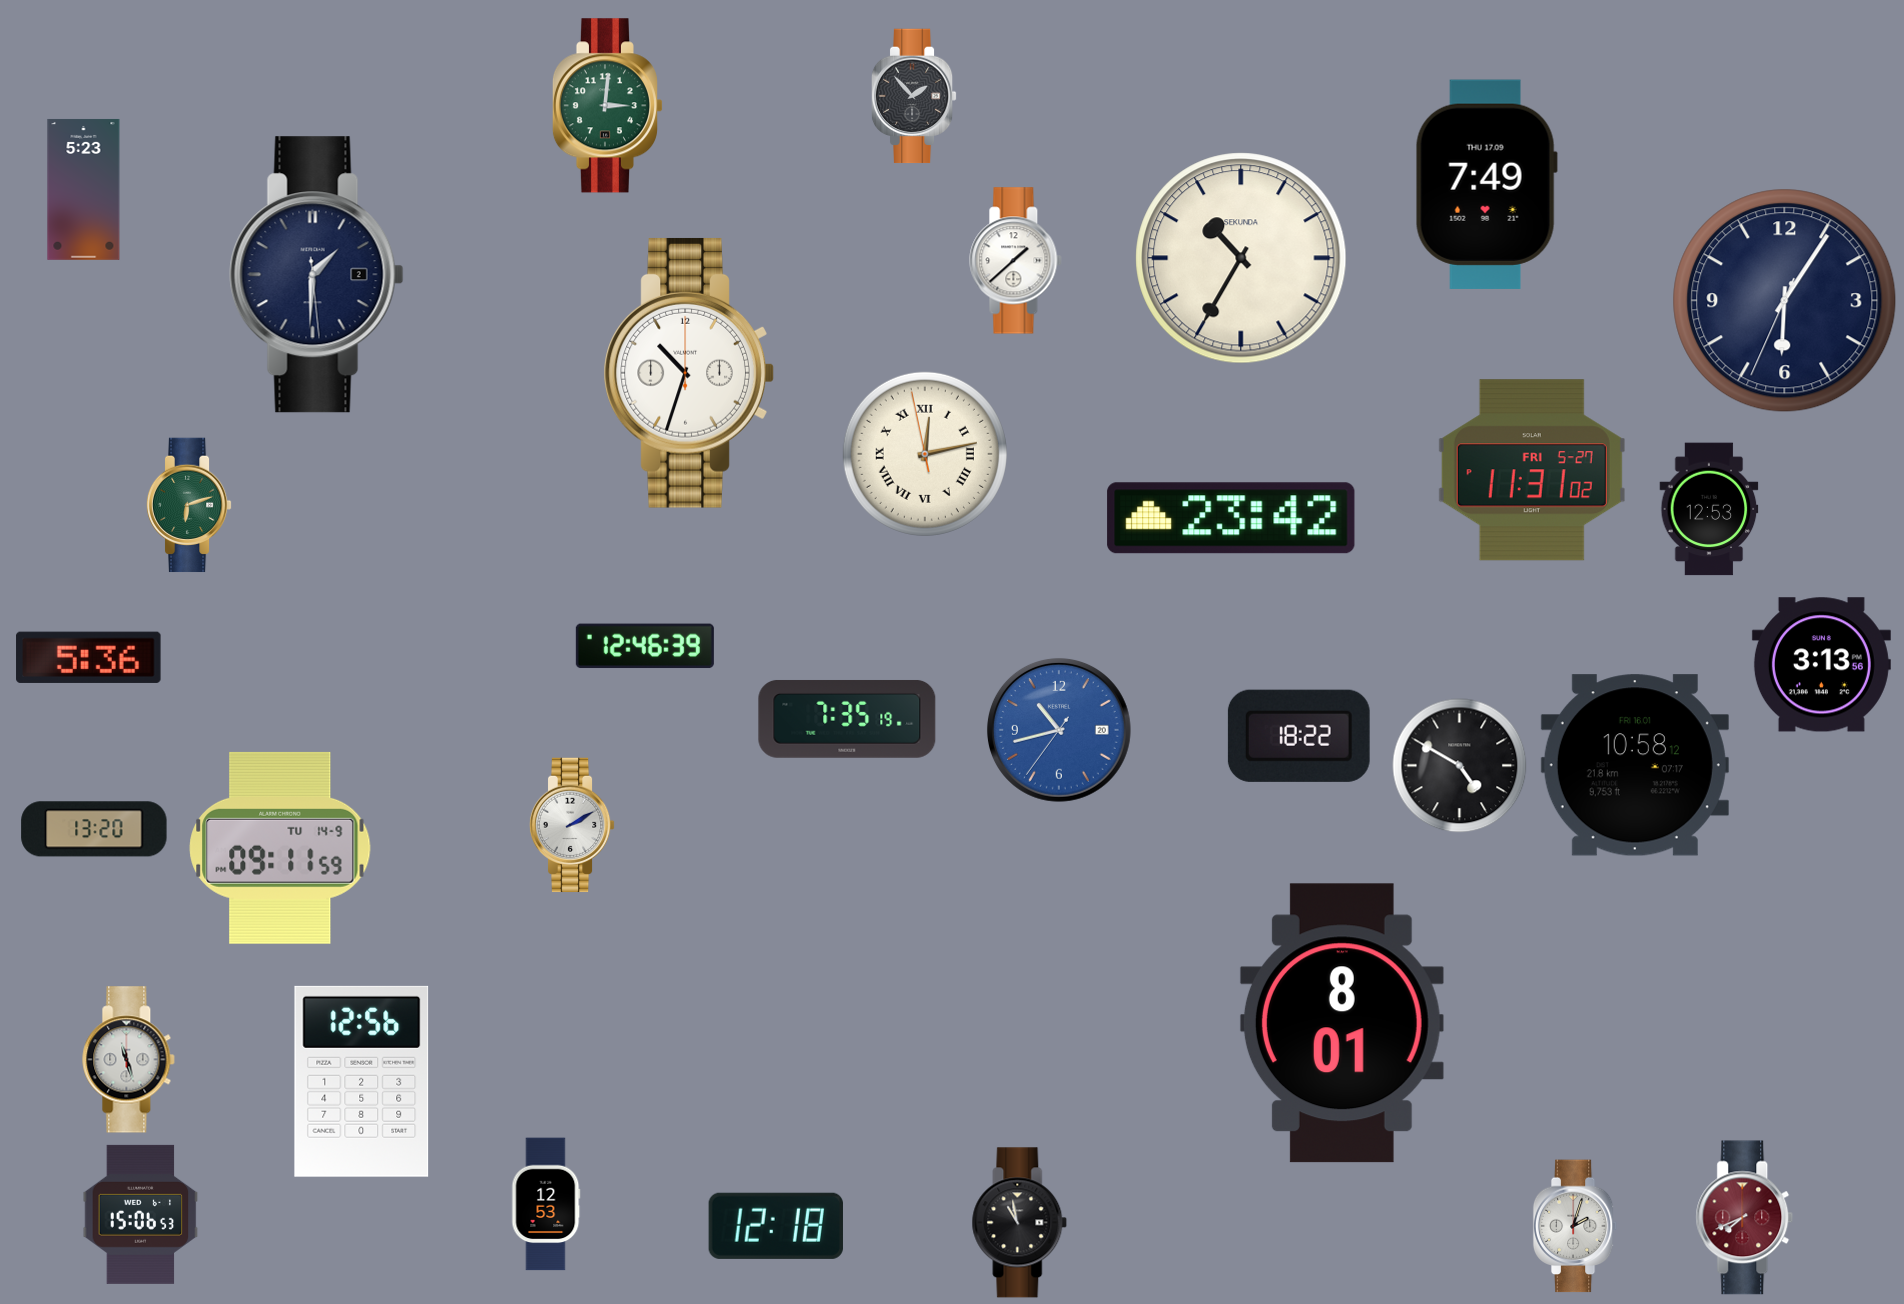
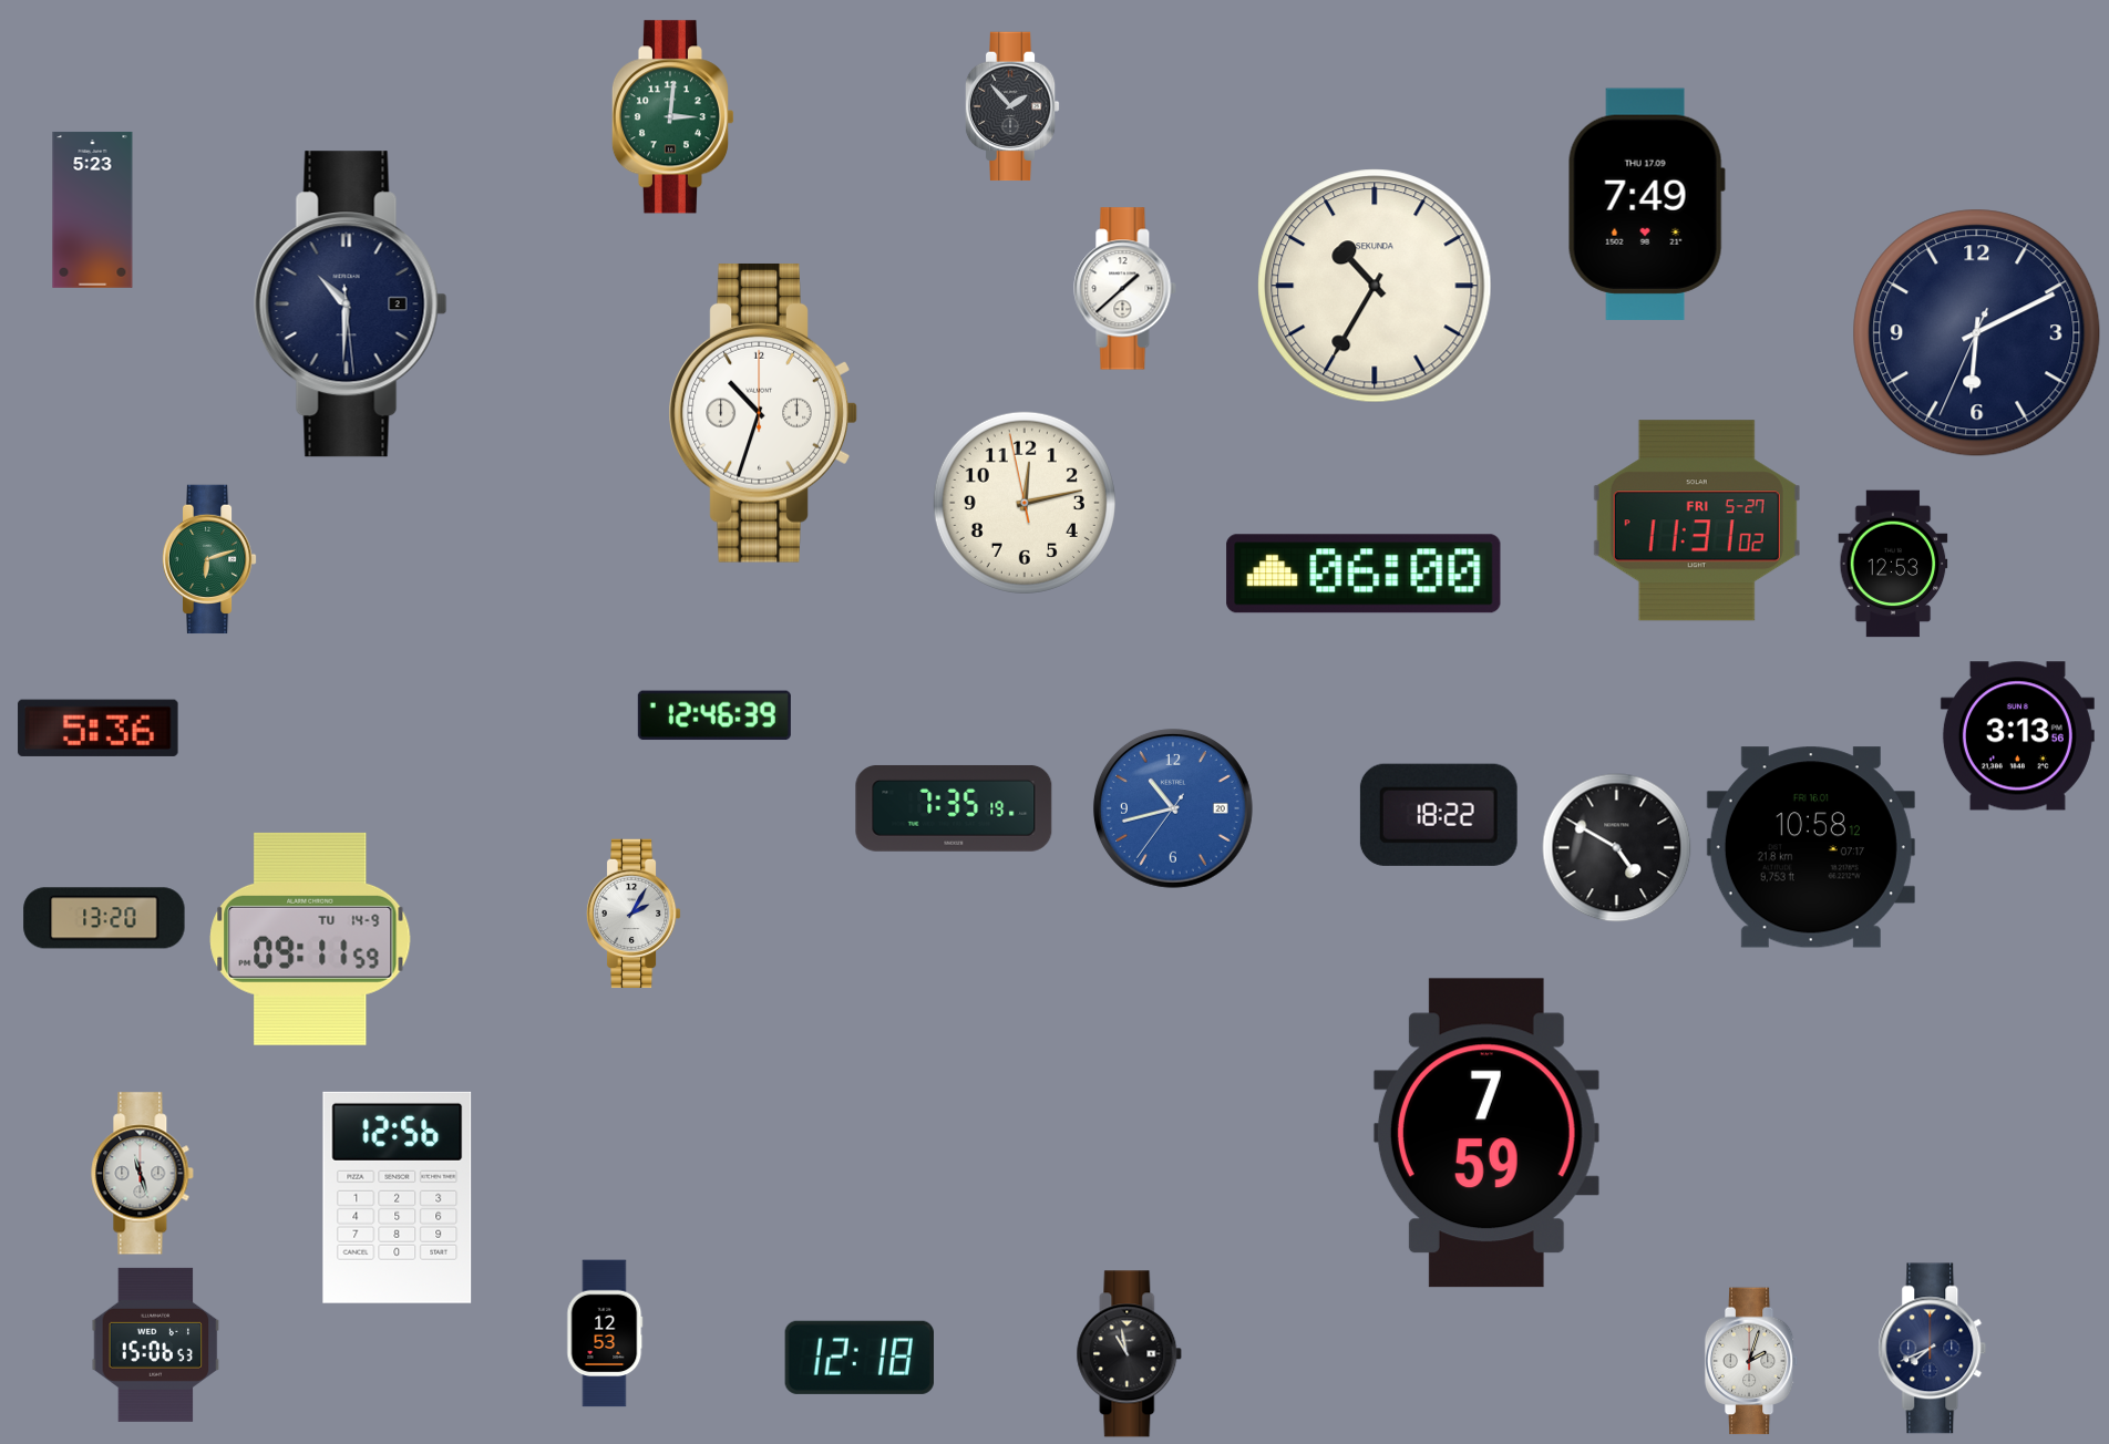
clock at (316, 275): 1:30 -> 10:30
clock at (1785, 301): 6:05 -> 6:10
clock at (925, 454) numerals: Roman -> Arabic
clock at (1231, 518): 23:42 -> 06:00
clock at (847, 719) position: (847, 719) -> (954, 808)
clock at (572, 825): 2:10 -> 2:05
clock at (1342, 1023): 8:01 -> 7:59
clock at (362, 1081) position: (362, 1081) -> (398, 1197)
clock at (1745, 1218) dial: burgundy -> navy
clock at (1575, 1226) position: (1575, 1226) -> (1751, 1361)
